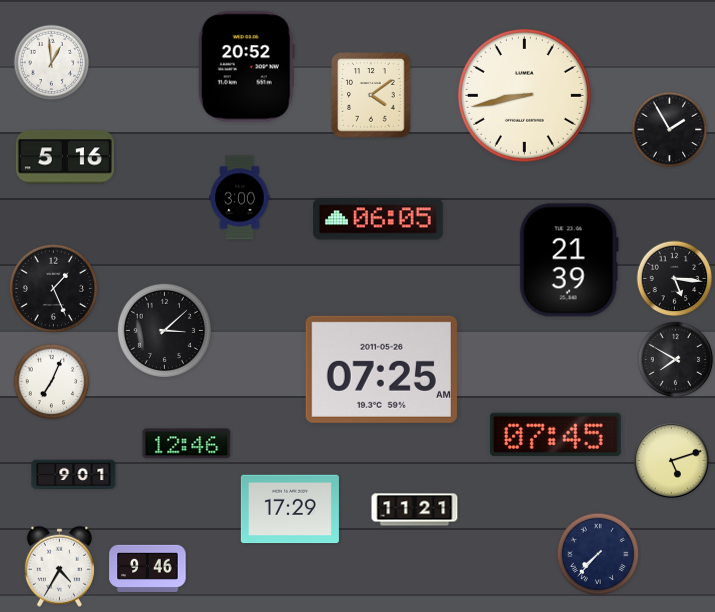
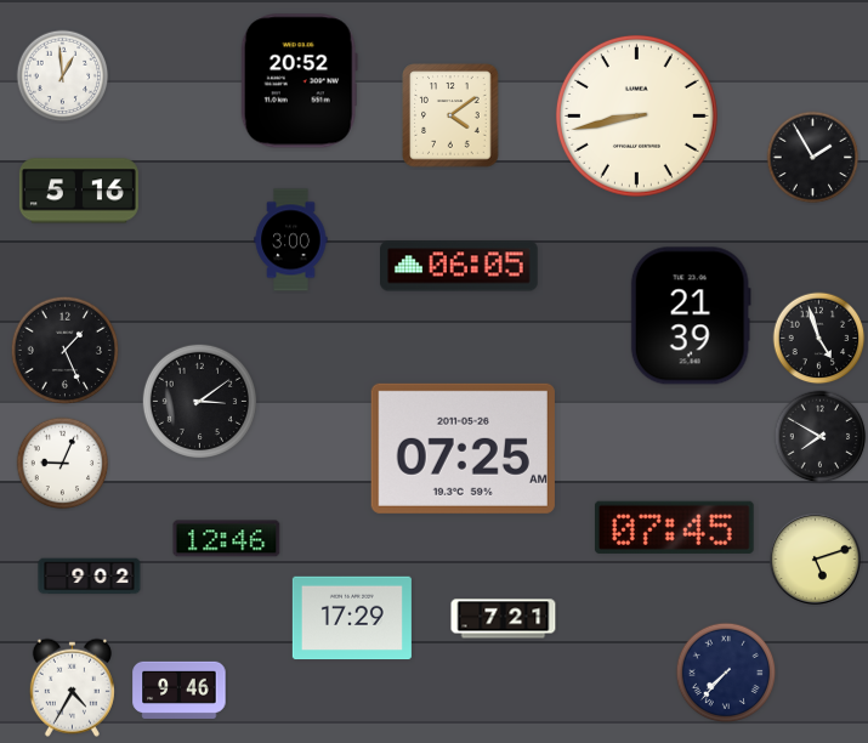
clock at (675, 279): 5:16 -> 4:57
clock at (164, 330): 3:08 -> 3:09
clock at (52, 382): 7:04 -> 9:04
clock at (74, 475): 9:01 -> 9:02
clock at (415, 510): 11:21 -> 7:21
